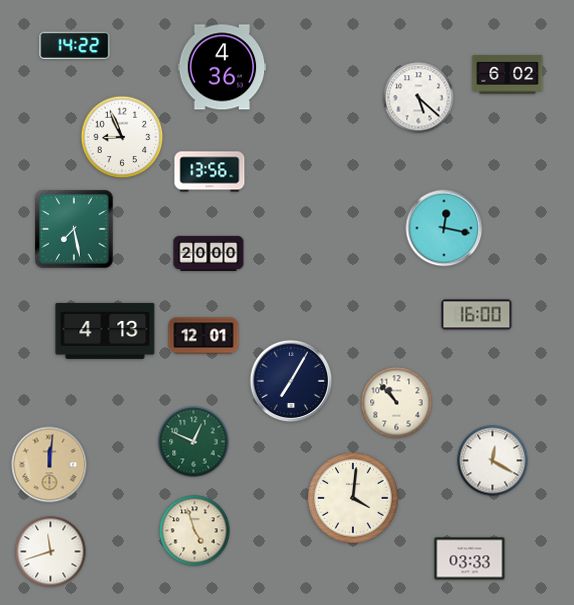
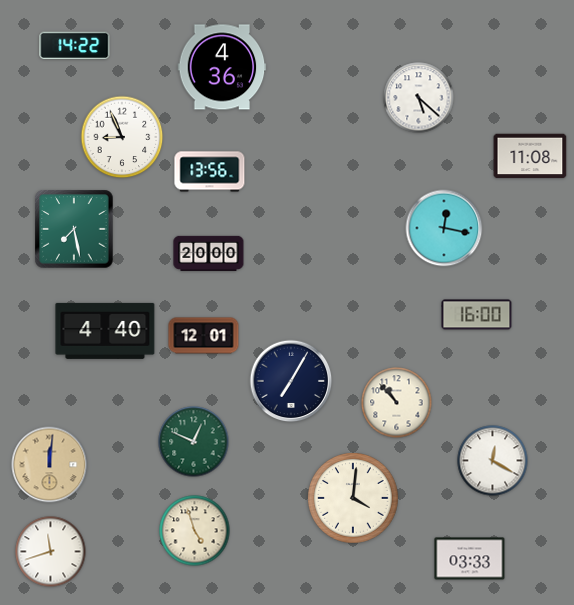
clock at (508, 75): 6:02 -> none
clock at (530, 156): none -> 11:08
clock at (105, 331): 4:13 -> 4:40
